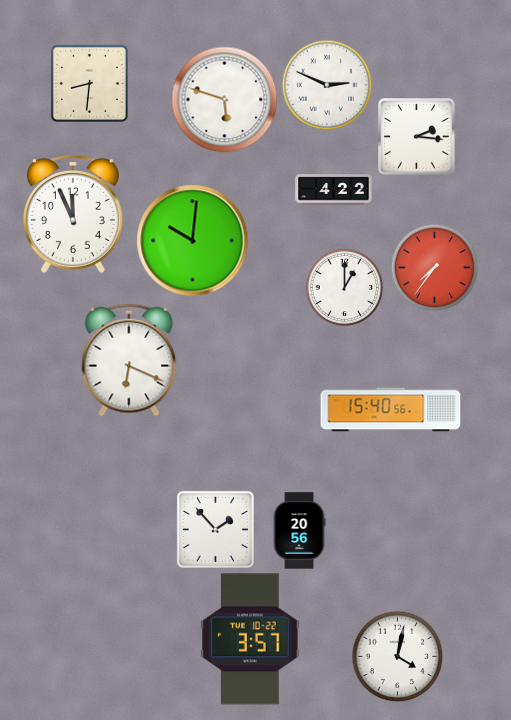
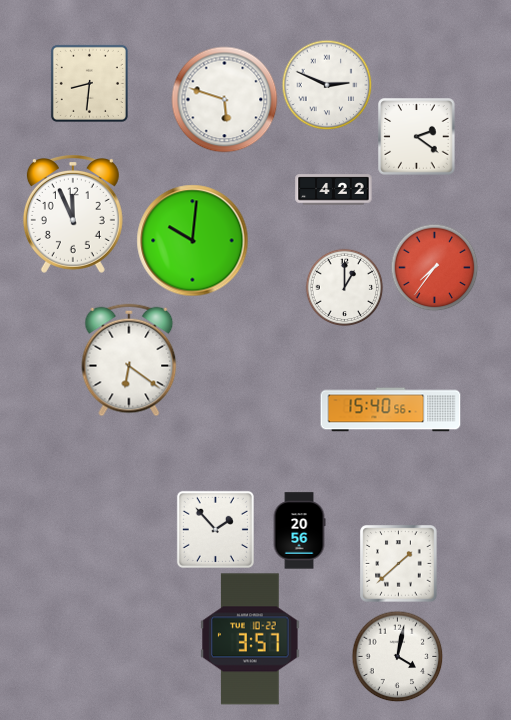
clock at (417, 137): 2:16 -> 2:21
clock at (129, 360): 6:19 -> 6:21
clock at (399, 564): none -> 1:38
